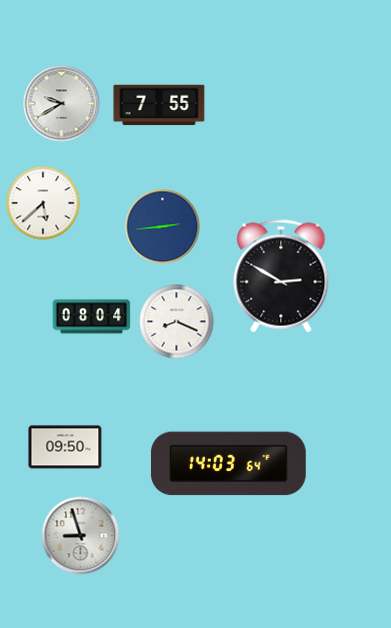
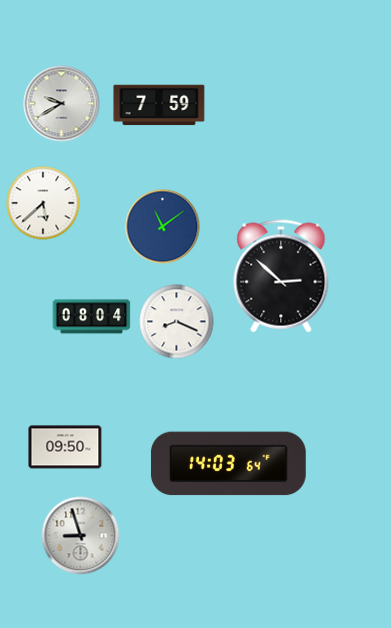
clock at (159, 105): 7:55 -> 7:59
clock at (163, 227): 2:44 -> 11:09
clock at (281, 276): 2:50 -> 2:52
